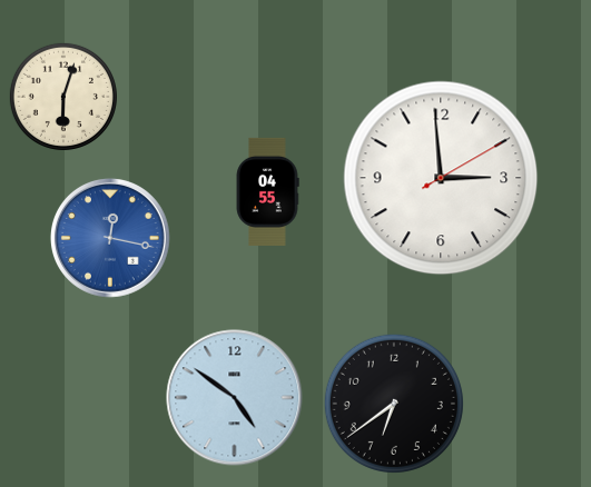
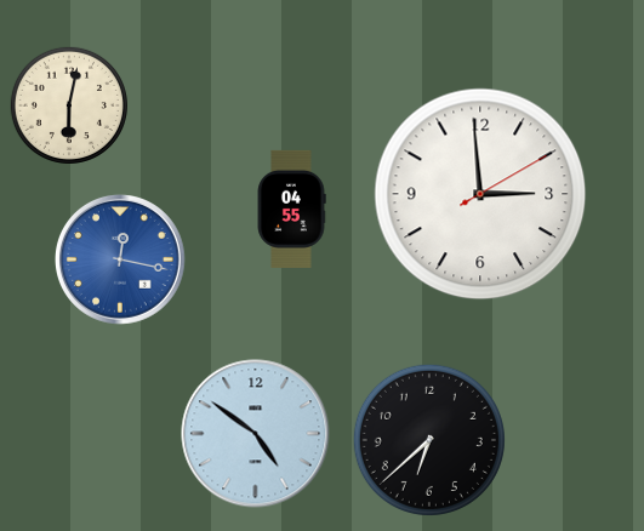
clock at (63, 97): 6:03 -> 6:02
clock at (394, 404): 6:39 -> 6:38
